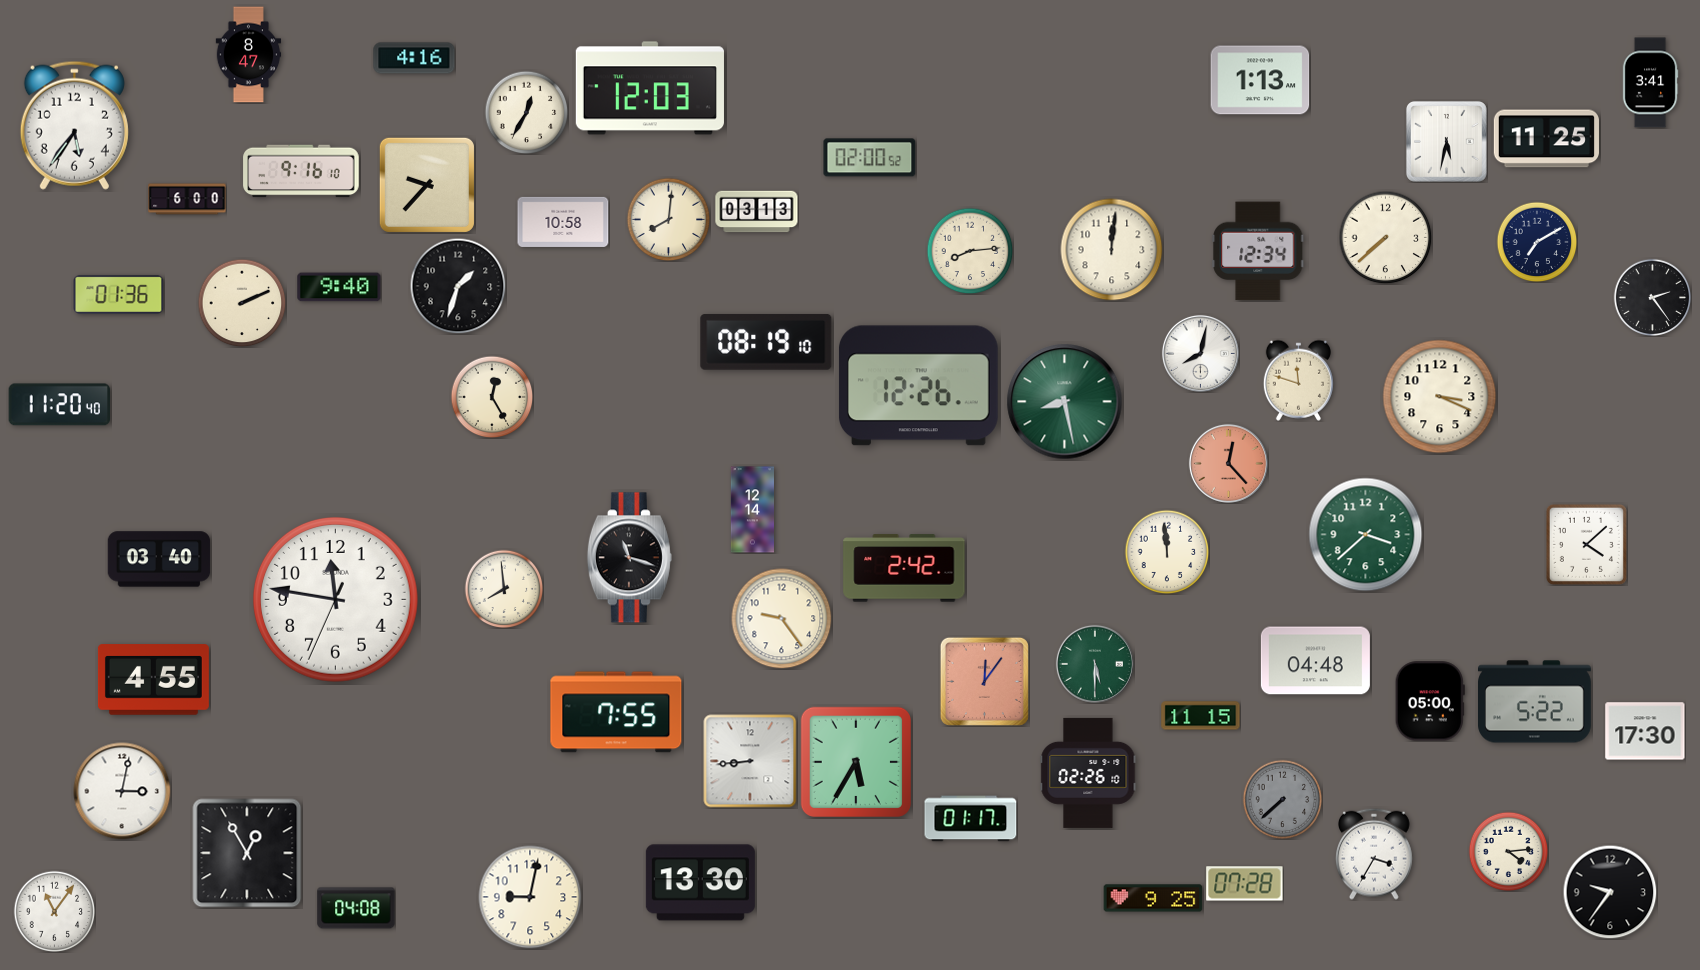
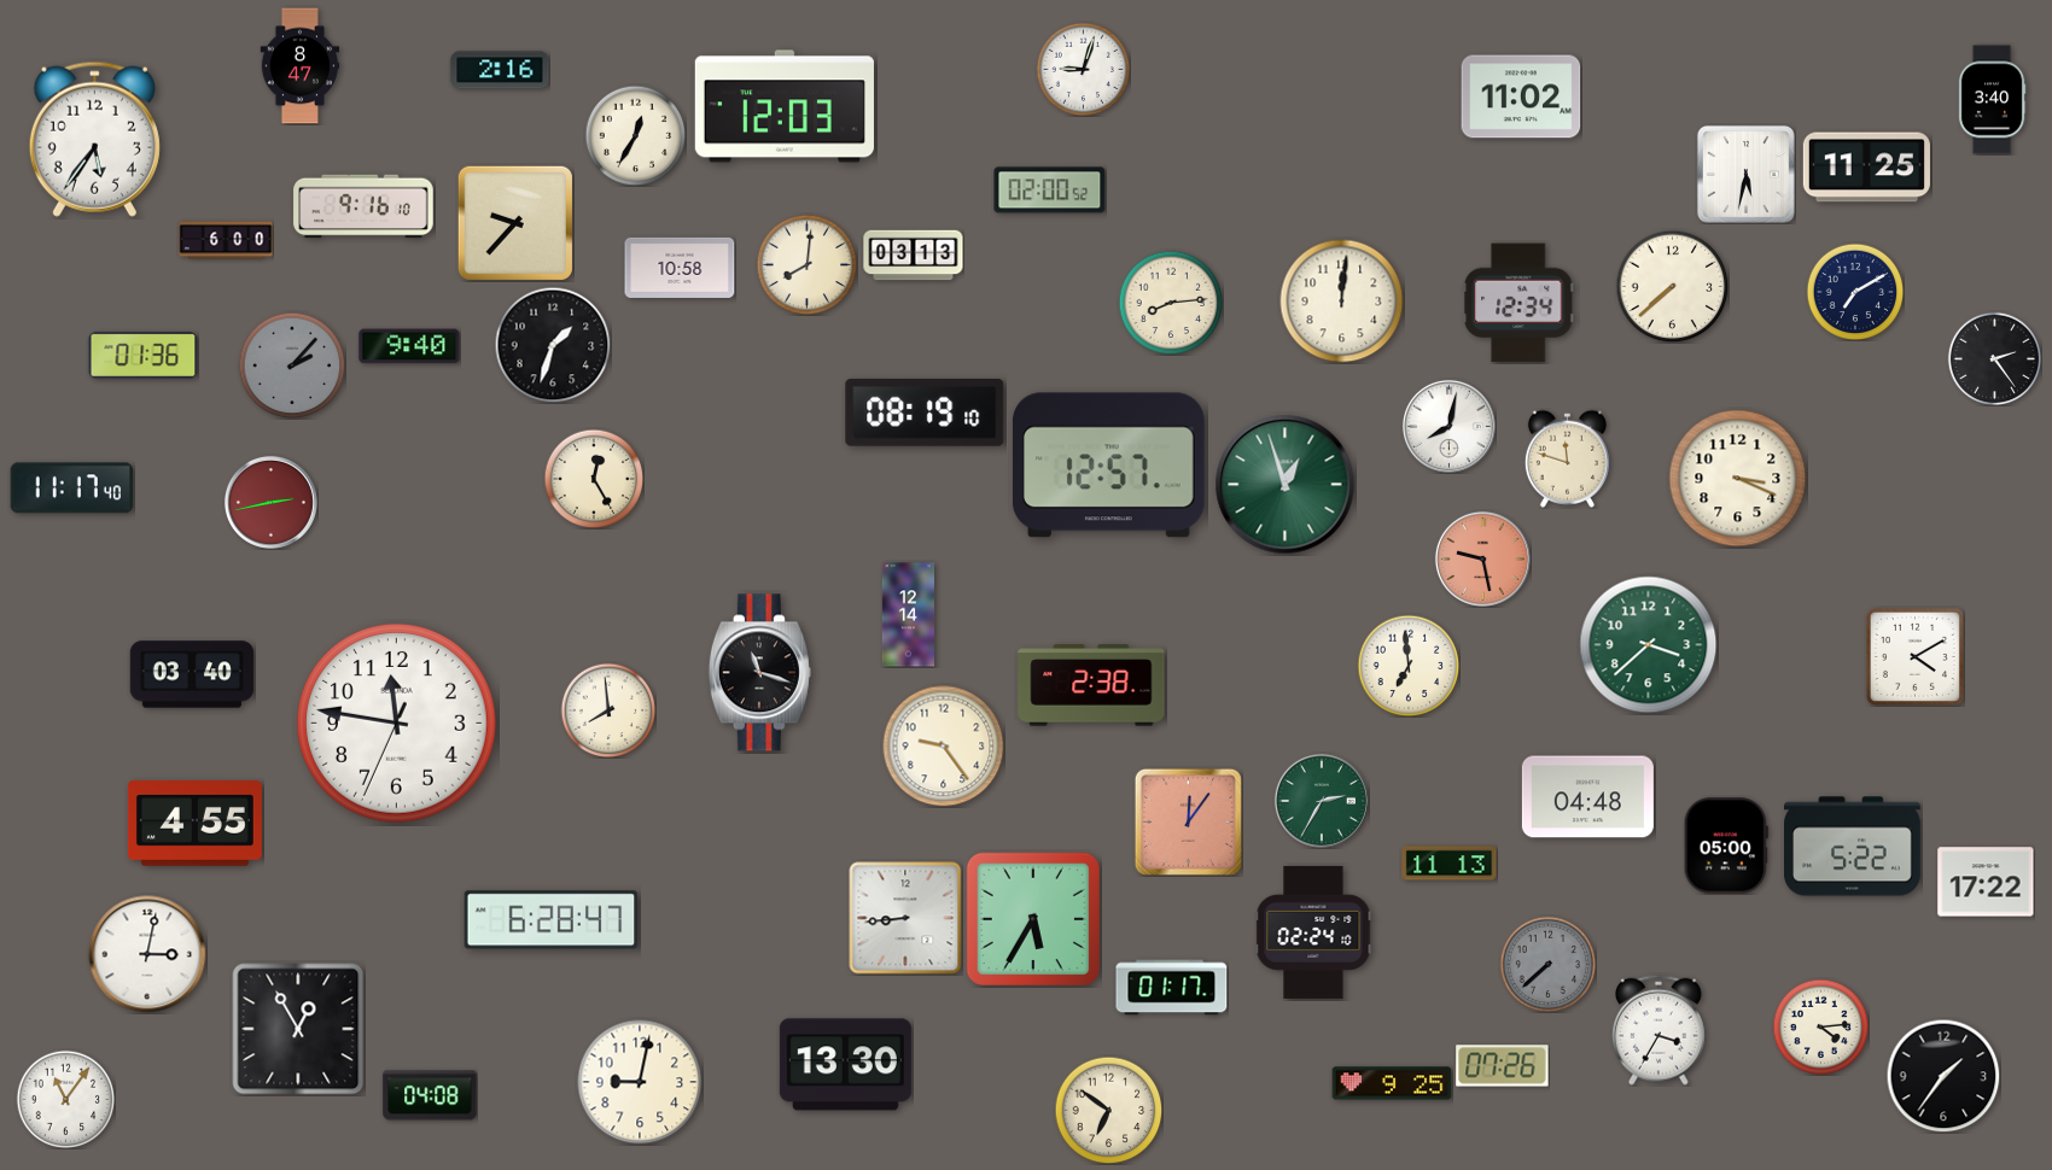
clock at (1083, 69): none -> 9:03
clock at (414, 58): 4:16 -> 2:16
clock at (1260, 80): 1:13 -> 11:02
clock at (1650, 83): 3:41 -> 3:40
clock at (74, 125) position: (74, 125) -> (94, 139)
clock at (1446, 141) position: (1446, 141) -> (1745, 174)
clock at (242, 303): 2:11 -> 2:07
clock at (242, 303) dial: cream -> grey
clock at (918, 386): 12:26 -> 12:57
clock at (1065, 402): 8:28 -> 12:57
clock at (59, 405): 11:20 -> 11:17
clock at (270, 502): none -> 2:43
clock at (1228, 463): 12:23 -> 9:28
clock at (1586, 544): 4:08 -> 4:10
clock at (1167, 552): 11:59 -> 6:59
clock at (904, 568): 2:42 -> 2:38
clock at (335, 599) position: (335, 599) -> (396, 723)
clock at (1095, 664): 5:30 -> 2:35
clock at (153, 680) position: (153, 680) -> (194, 824)
clock at (616, 712): 7:55 -> none
clock at (1201, 716): 11:15 -> 11:13
clock at (1645, 731): 17:30 -> 17:22
clock at (552, 920): none -> 6:28
clock at (1088, 773): 02:26 -> 02:24
clock at (1245, 884): 07:28 -> 07:26
clock at (1610, 892): 9:36 -> 1:36
clock at (1108, 1110): none -> 6:51
